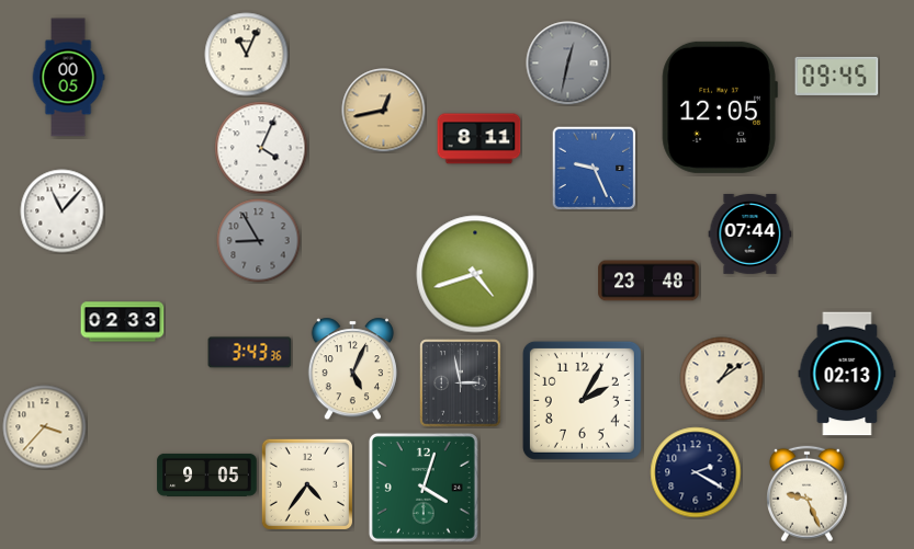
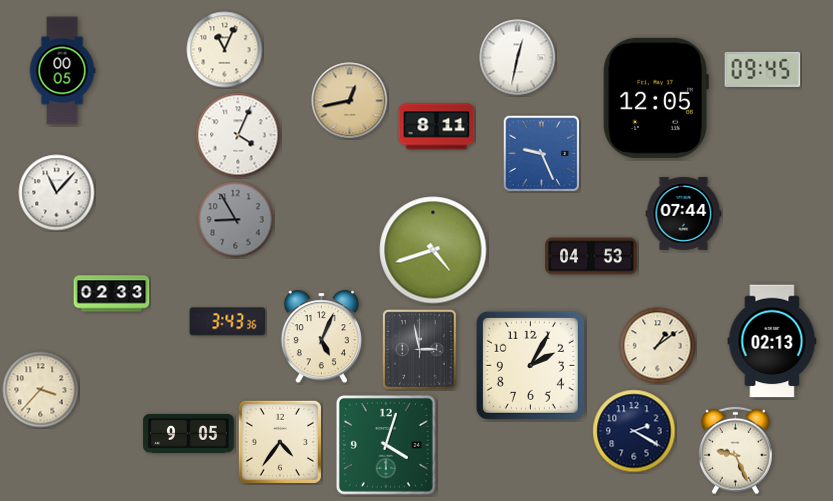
clock at (568, 64) dial: grey -> white
clock at (648, 281): 23:48 -> 04:53
